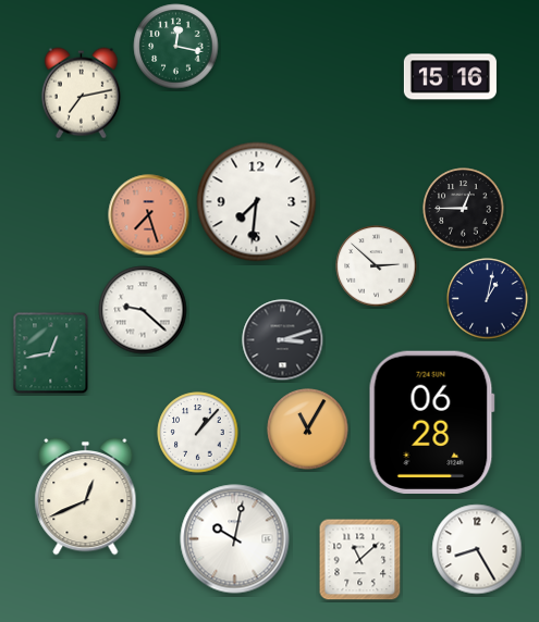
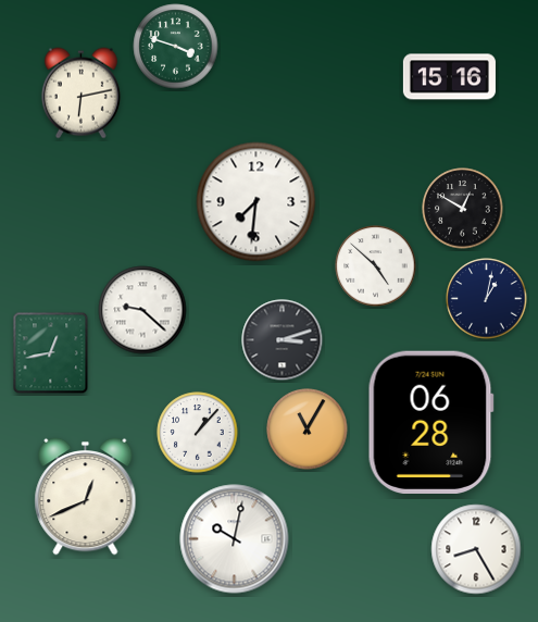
clock at (176, 47): 12:17 -> 3:48
clock at (81, 94): 7:13 -> 6:13
clock at (464, 209): 12:45 -> 12:50
clock at (149, 215): 7:27 -> none
clock at (377, 266): 2:52 -> 4:52
clock at (360, 560): 11:08 -> none
